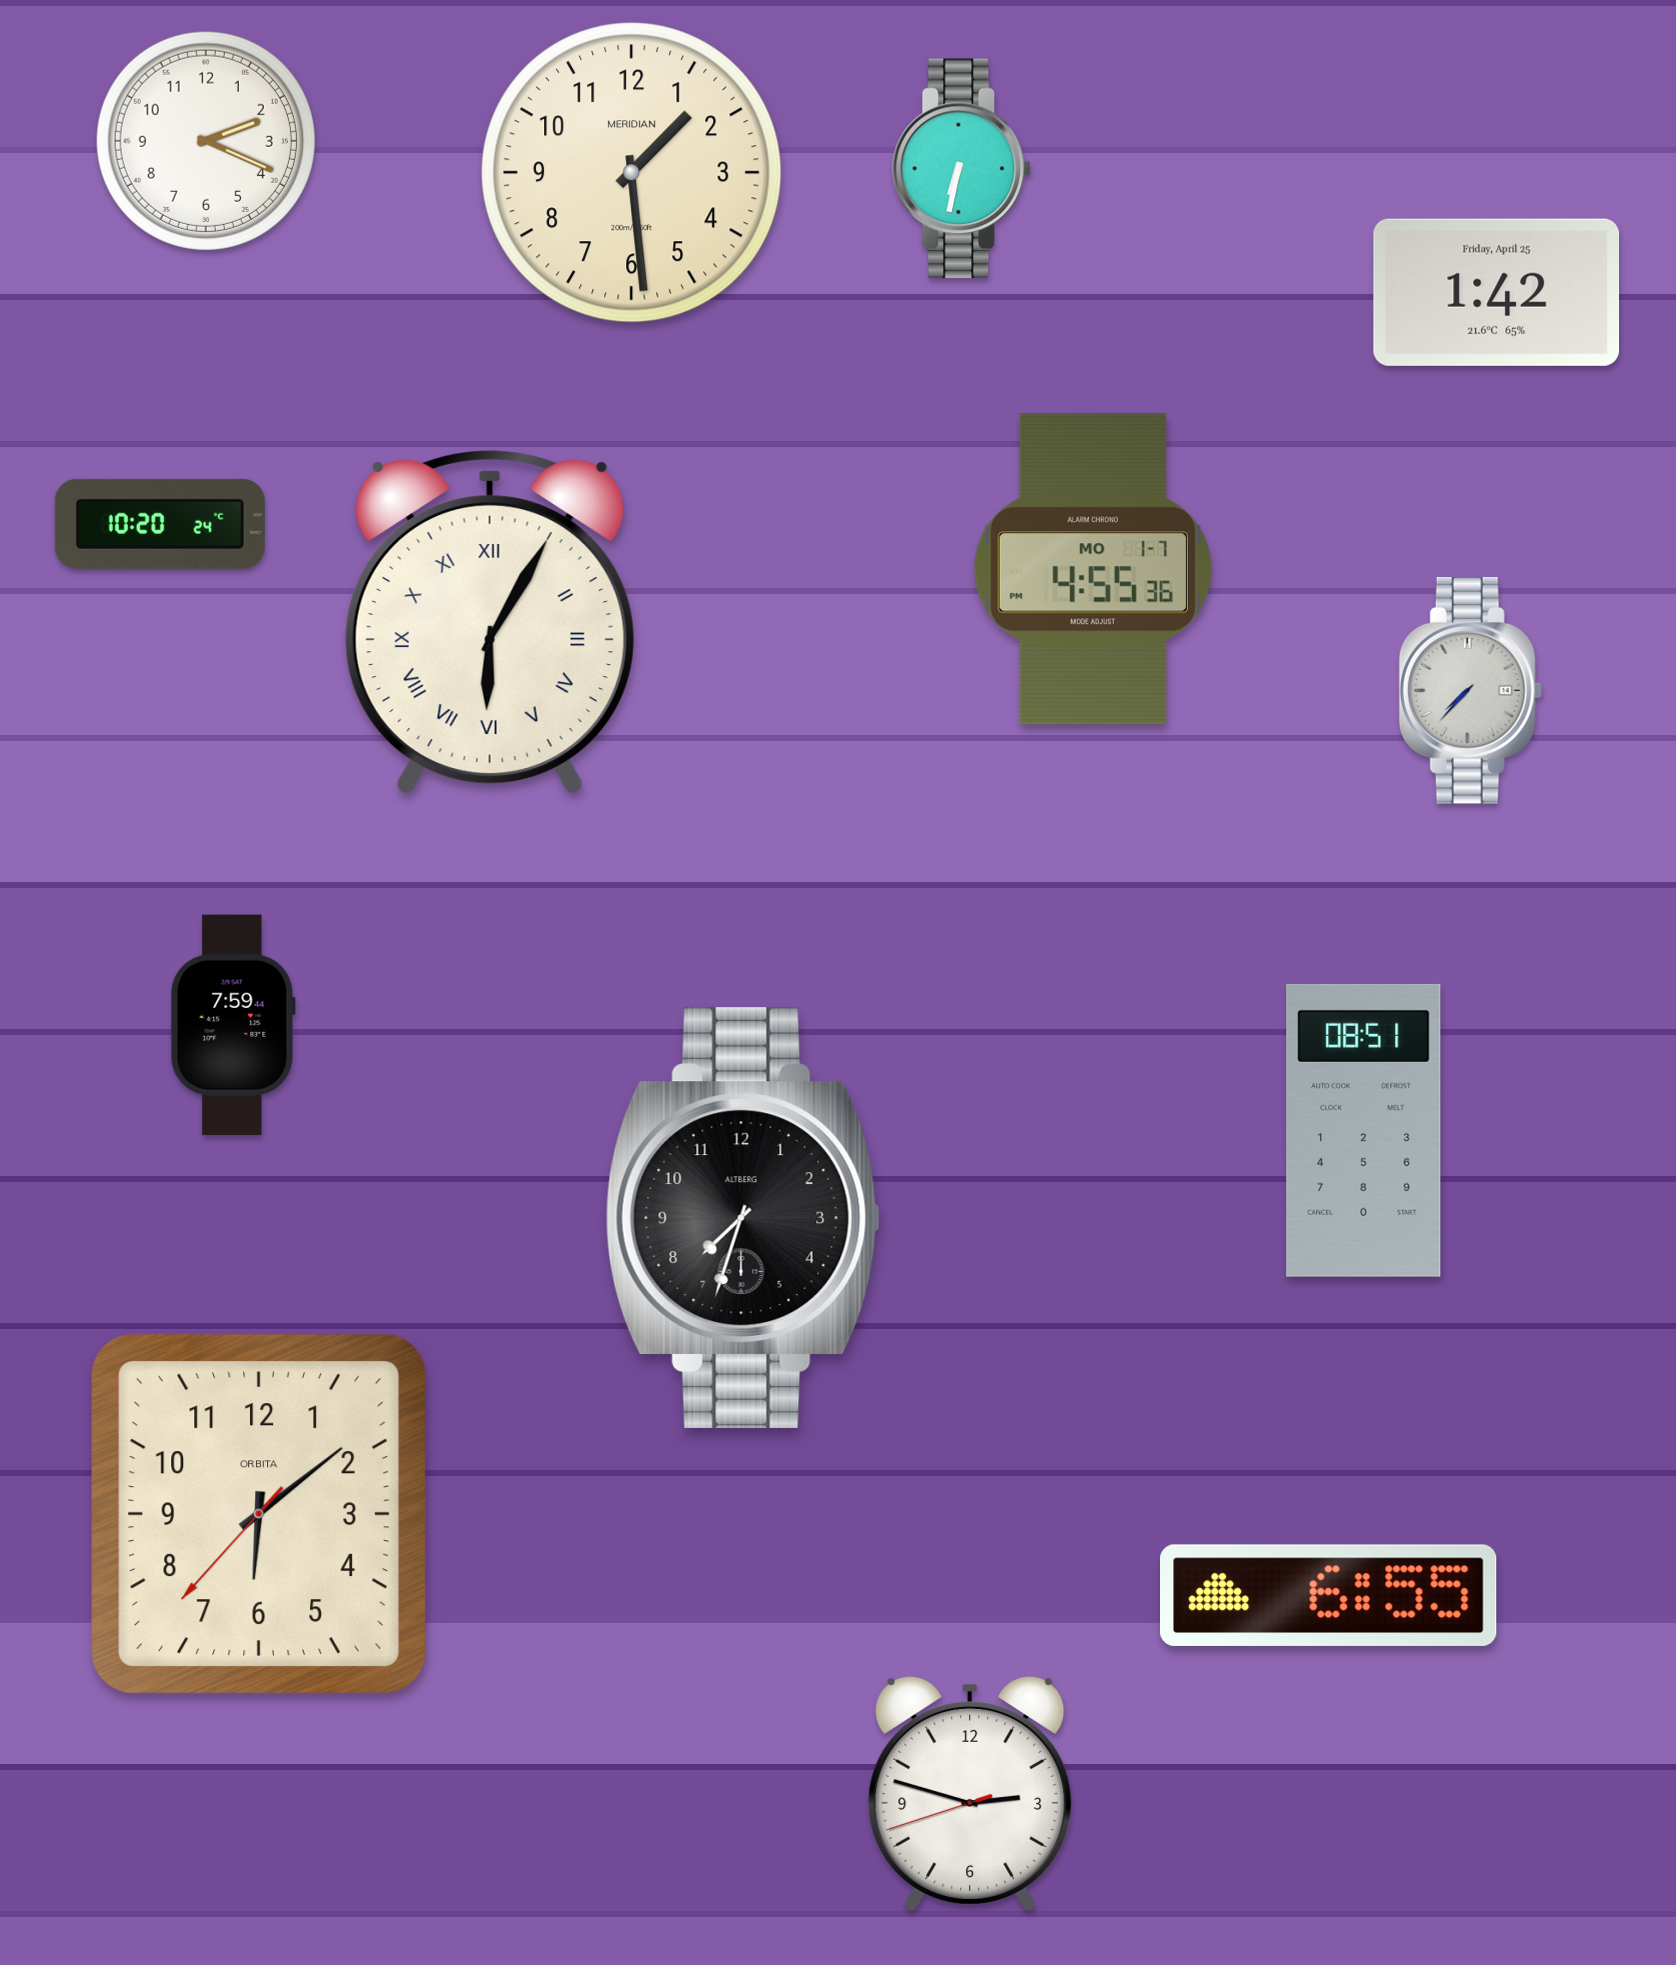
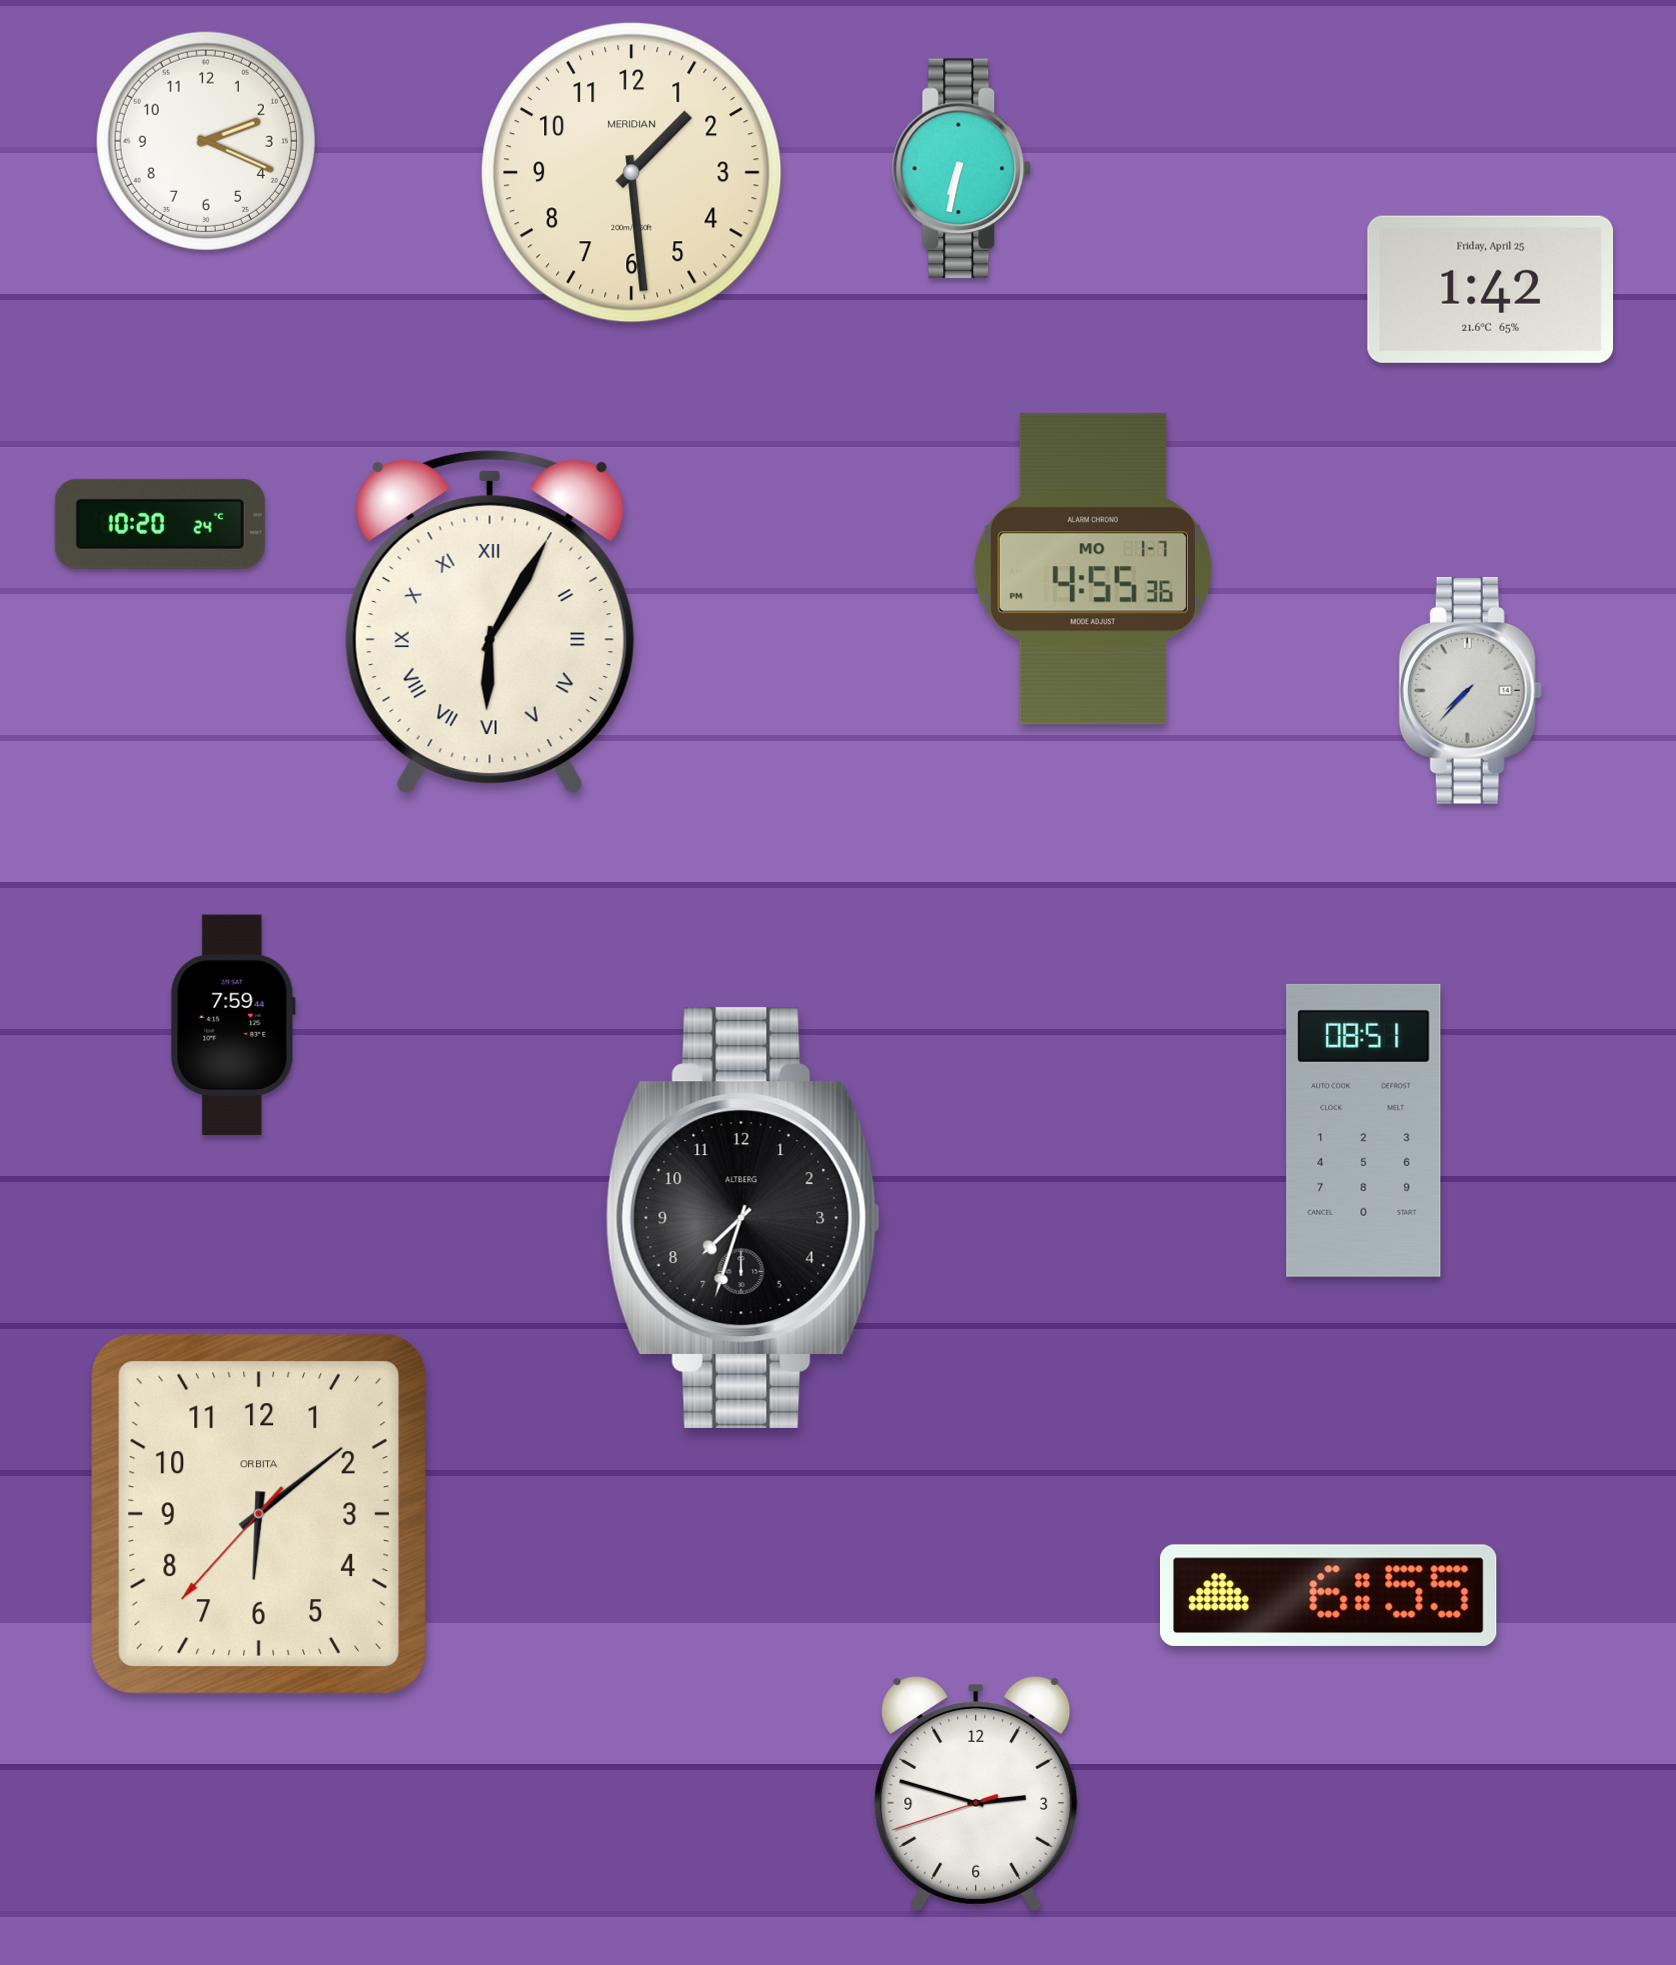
clock at (1497, 292) position: (1497, 292) -> (1491, 289)
clock at (970, 1794) position: (970, 1794) -> (976, 1794)
